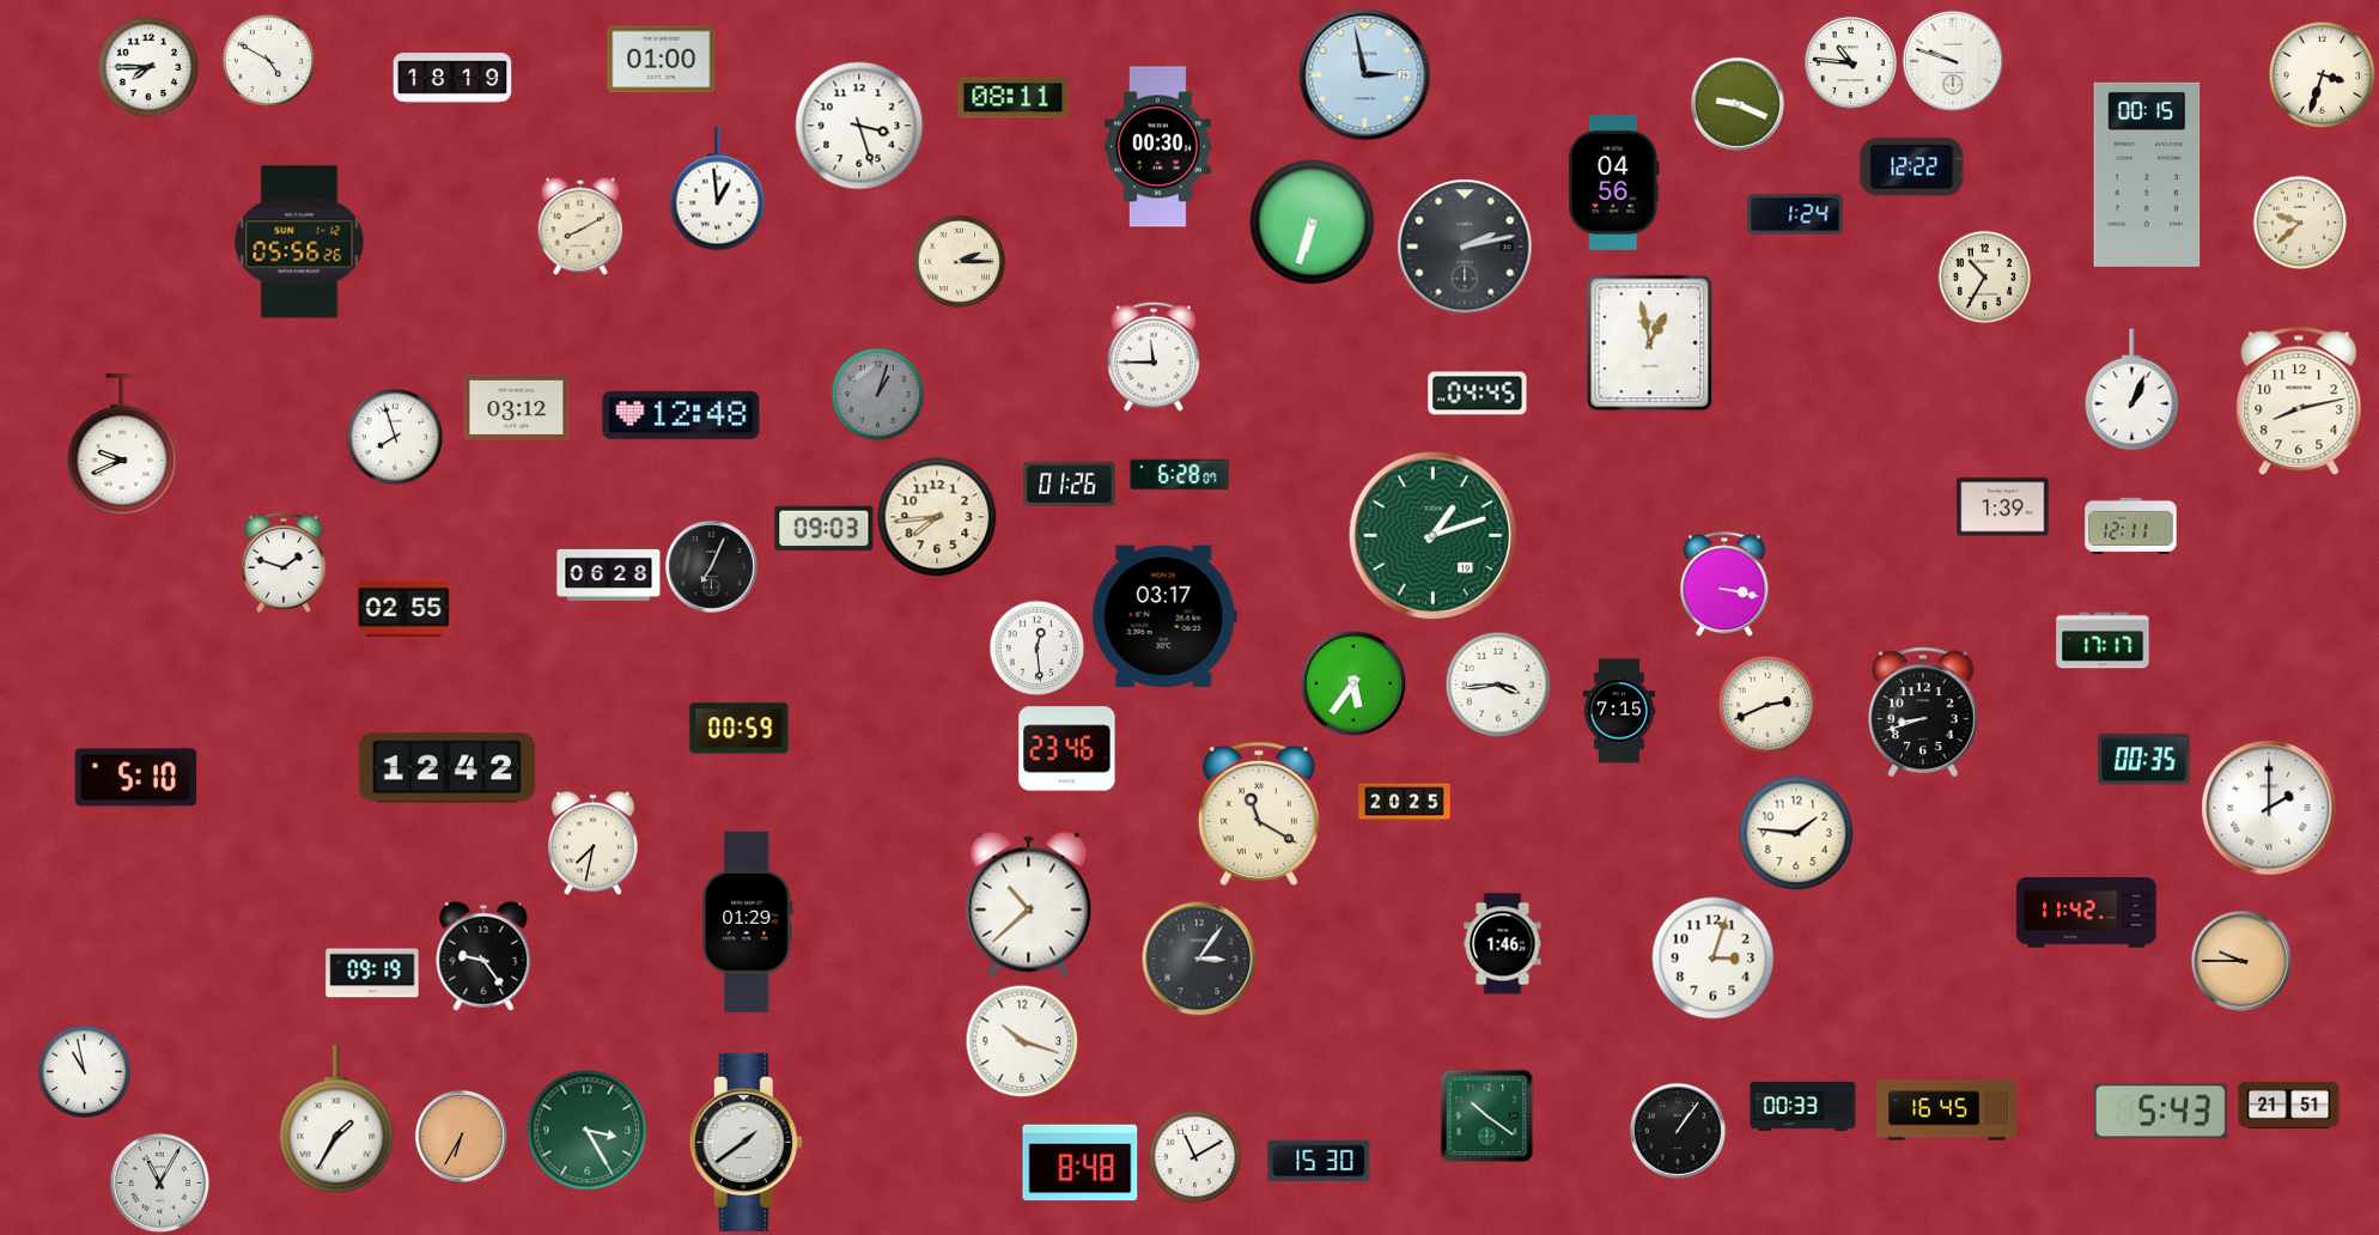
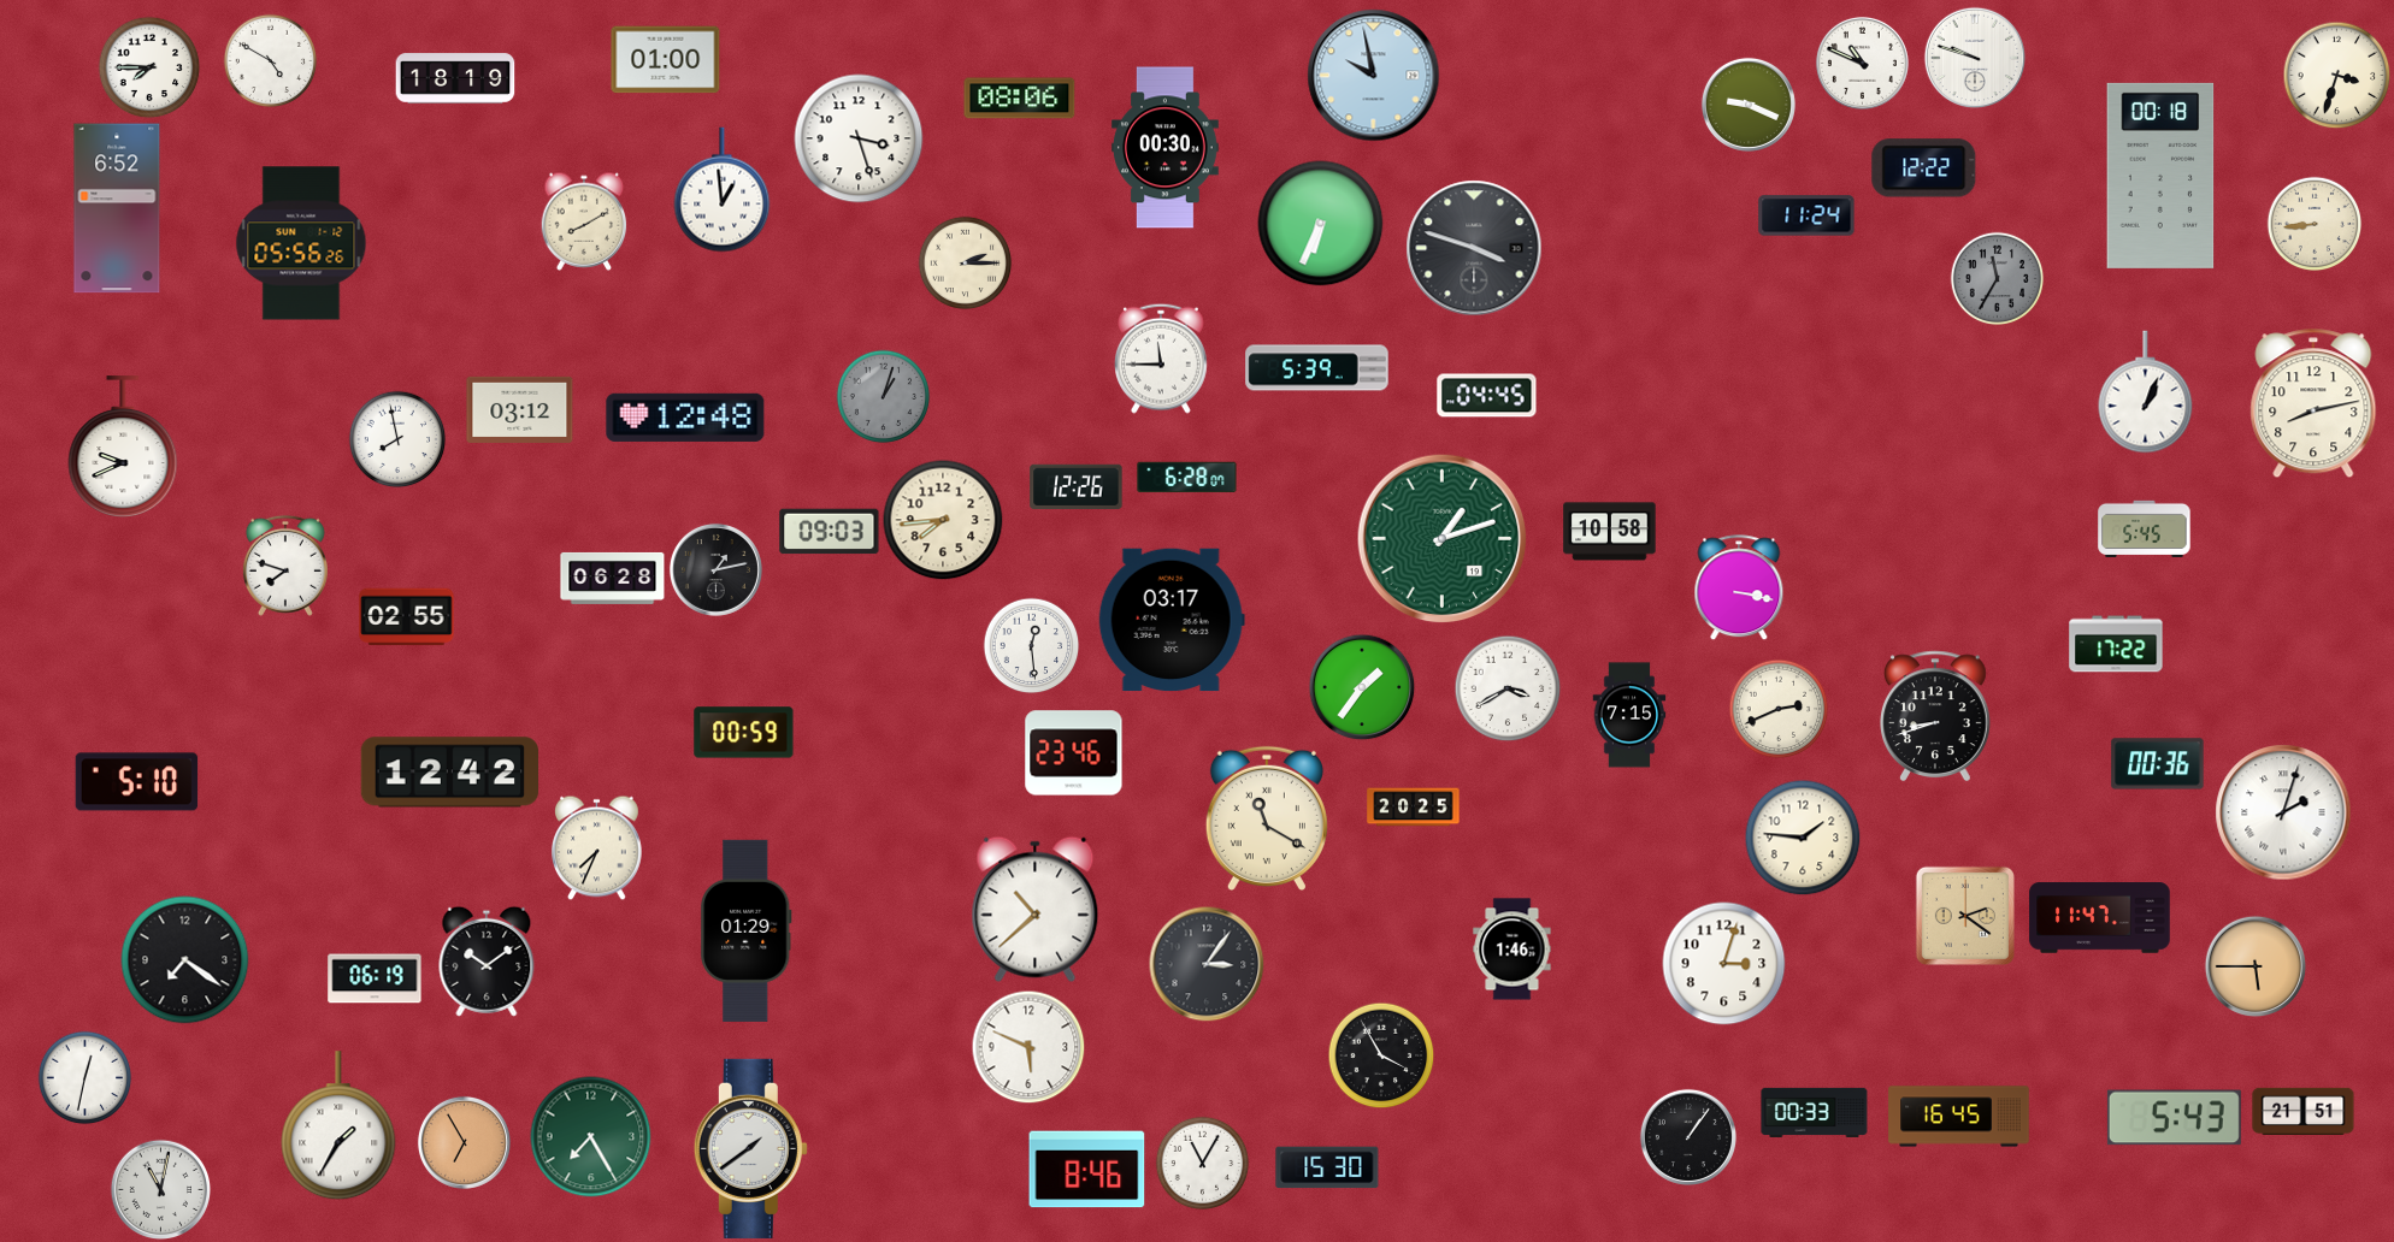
clock at (1953, 61) position: (1953, 61) -> (1975, 58)
clock at (1850, 62): 10:46 -> 10:49
clock at (1365, 75): 2:58 -> 9:58
clock at (1014, 98): 08:11 -> 08:06
clock at (859, 126) position: (859, 126) -> (859, 138)
clock at (2147, 175): 00:15 -> 00:18
clock at (1614, 182): 04:56 -> none
clock at (117, 208): none -> 6:52
clock at (1795, 214): 1:24 -> 11:24
clock at (1313, 223): 6:33 -> 6:34
clock at (2300, 223): 9:38 -> 8:44
clock at (580, 226) position: (580, 226) -> (584, 221)
clock at (1465, 247): 2:13 -> 3:48
clock at (1984, 276): 10:35 -> 11:35
clock at (1984, 276) dial: cream -> grey
clock at (1650, 343): 12:58 -> none
clock at (1317, 368): none -> 5:39
clock at (395, 437): 7:57 -> 7:58
clock at (1070, 485): 01:26 -> 12:26
clock at (2003, 507): 1:39 -> none
clock at (2131, 525): 12:11 -> 5:45
clock at (1610, 532): none -> 10:58
clock at (284, 562): 1:48 -> 7:48
clock at (711, 566): 7:04 -> 1:13
clock at (1724, 584) position: (1724, 584) -> (1739, 587)
clock at (404, 609) position: (404, 609) -> (407, 617)
clock at (2103, 640): 17:17 -> 17:22
clock at (1036, 647) position: (1036, 647) -> (1031, 645)
clock at (1353, 683): 5:36 -> 1:36
clock at (1498, 685): 3:44 -> 3:40
clock at (2144, 760): 00:35 -> 00:36
clock at (2269, 808): 2:00 -> 2:03
clock at (1796, 833) position: (1796, 833) -> (1803, 838)
clock at (594, 842): 7:32 -> 7:34
clock at (1965, 916): none -> 2:21
clock at (2087, 913): 11:42 -> 11:47
clock at (748, 921) position: (748, 921) -> (747, 930)
clock at (185, 960): none -> 7:21
clock at (483, 956): 9:24 -> 10:09
clock at (2241, 961): 9:45 -> 5:45
clock at (372, 973): 09:19 -> 06:19
clock at (1022, 1041): 10:18 -> 5:49
clock at (1381, 1055): none -> 3:55
clock at (84, 1071): 10:58 -> 12:32
clock at (1486, 1115): 10:21 -> none
clock at (588, 1131): 3:25 -> 7:25
clock at (461, 1136): 6:35 -> 6:55
clock at (1194, 1156): 11:10 -> 11:05
clock at (1081, 1163): 8:48 -> 8:46
clock at (159, 1182): 11:05 -> 11:02
